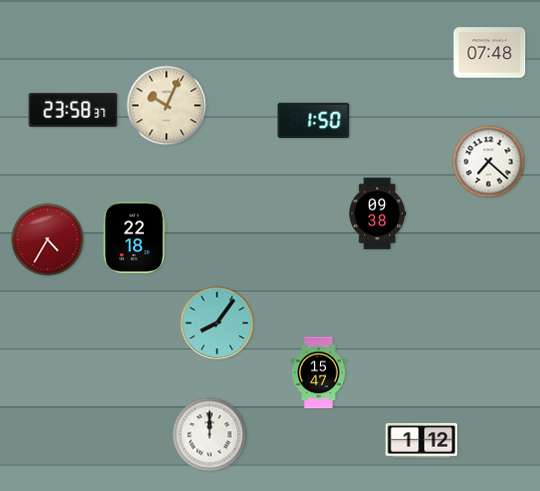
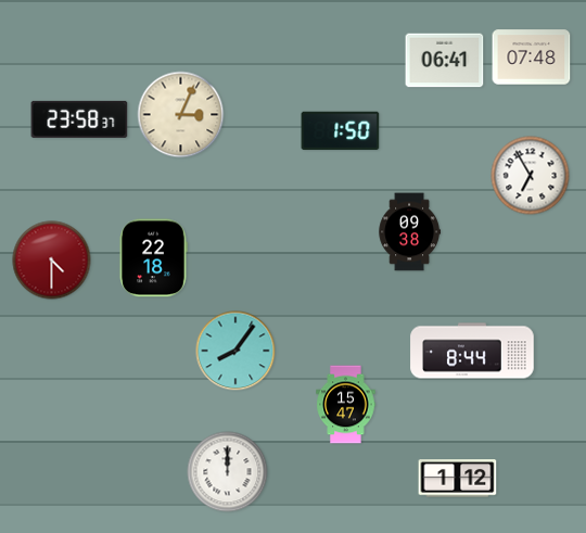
clock at (445, 61): none -> 06:41
clock at (167, 106): 10:04 -> 3:04
clock at (489, 162): 7:22 -> 6:55
clock at (134, 238) position: (134, 238) -> (153, 258)
clock at (48, 240): 4:35 -> 4:30
clock at (472, 351): none -> 8:44
